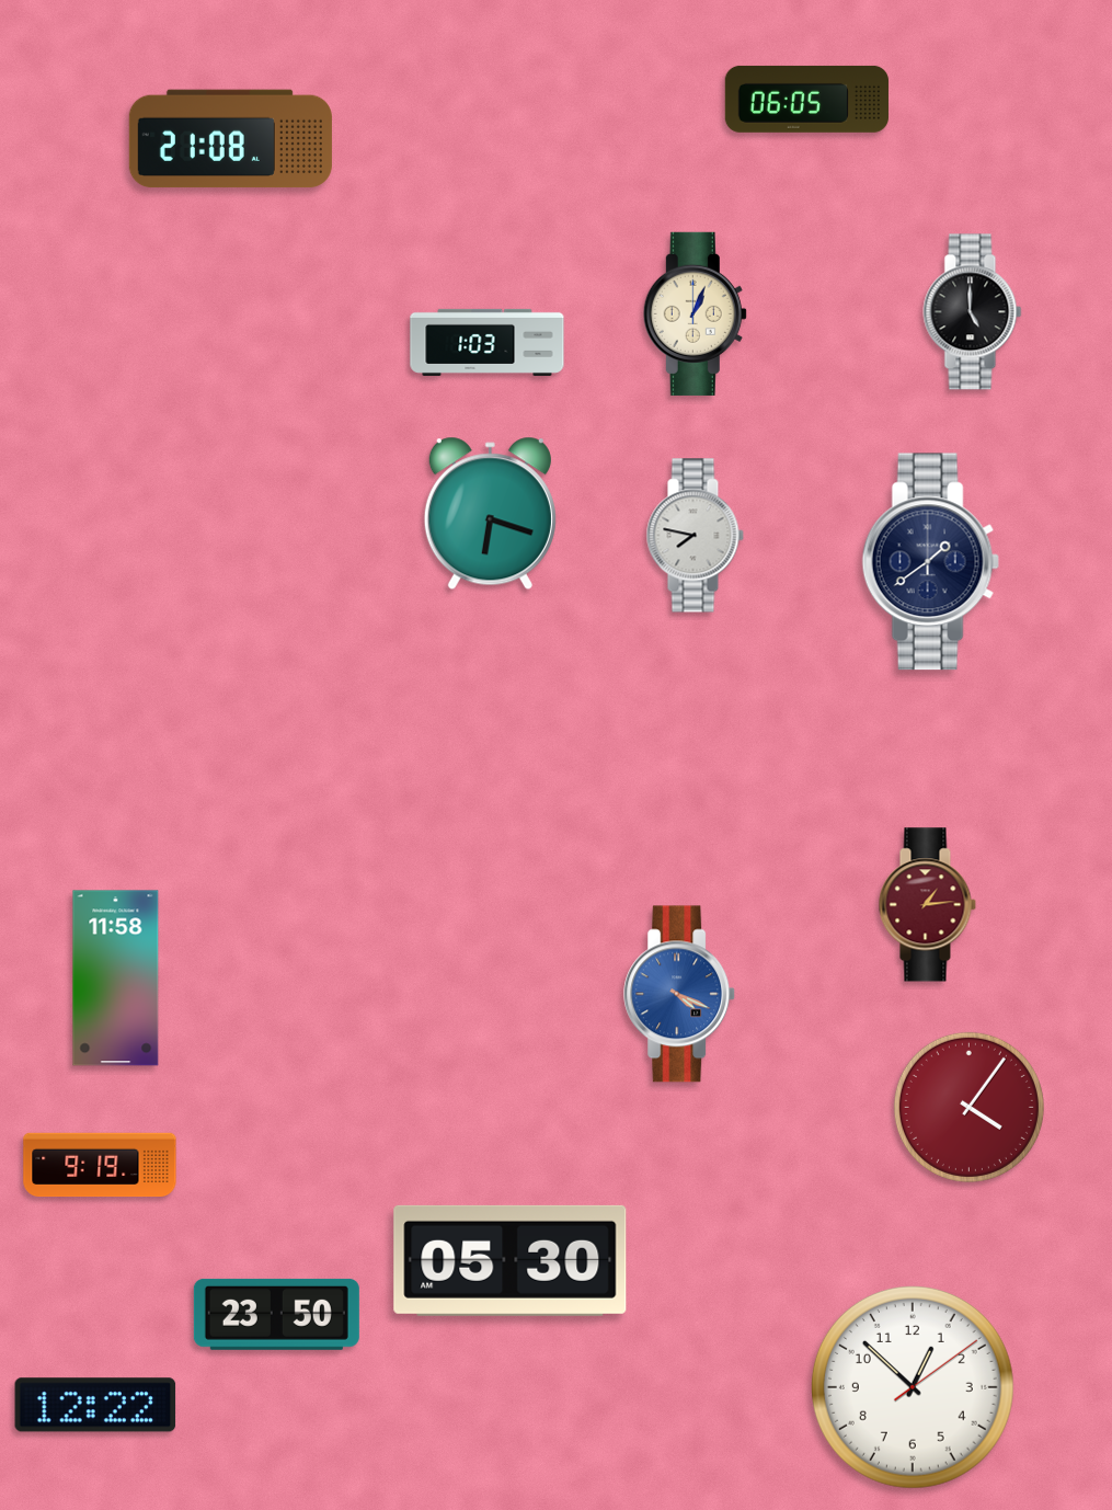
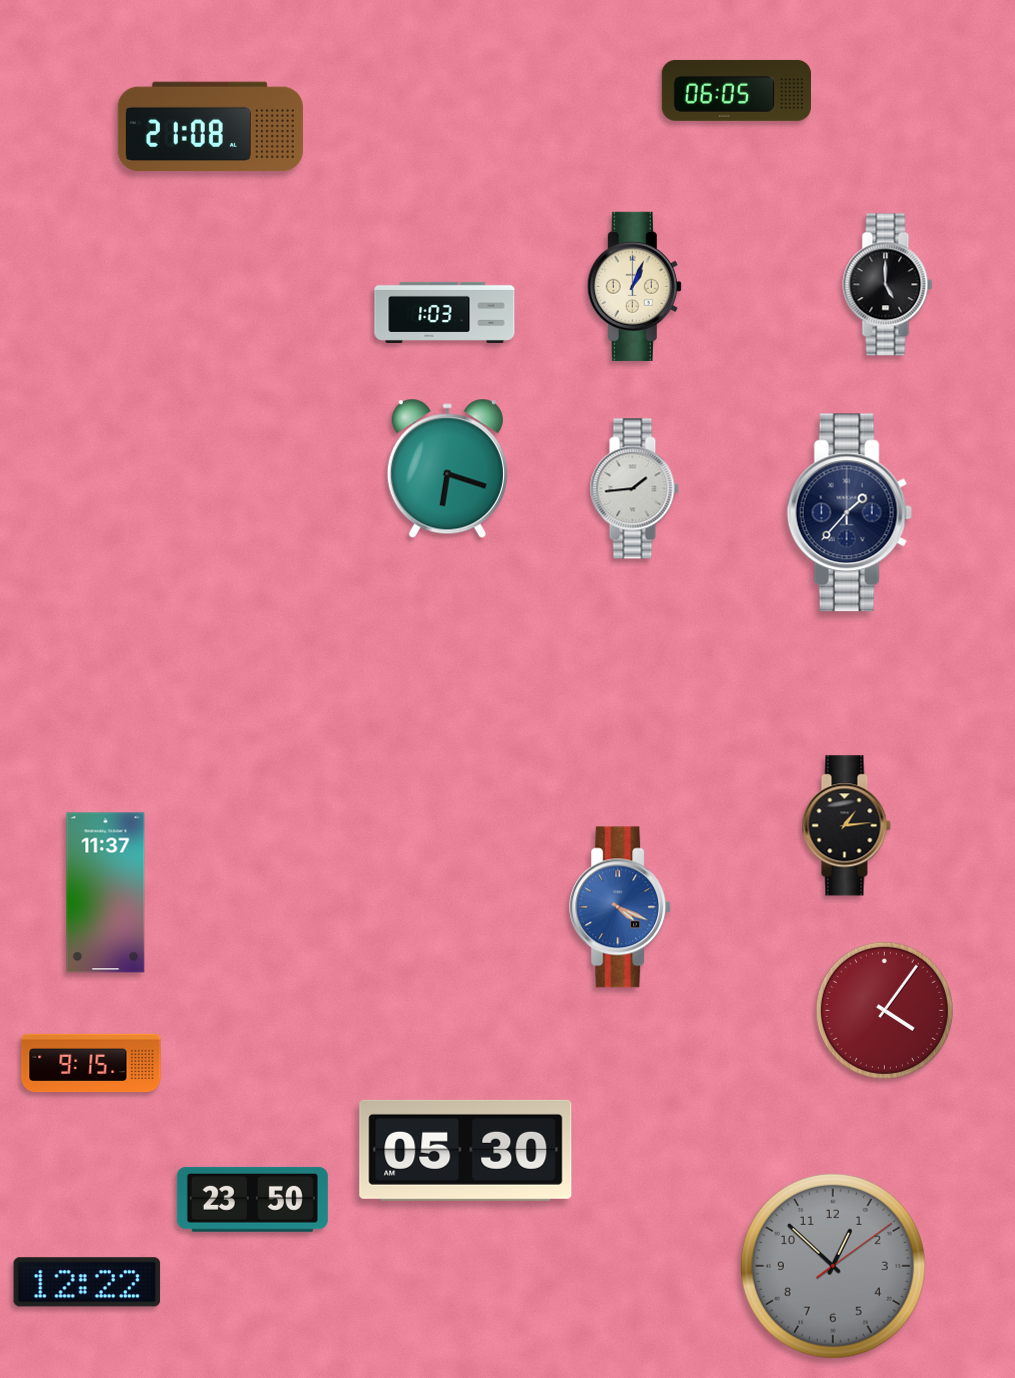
clock at (695, 536): 7:47 -> 1:44
clock at (930, 562): 1:39 -> 1:37
clock at (927, 905) dial: burgundy -> black
clock at (116, 979): 11:58 -> 11:37
clock at (100, 1165): 9:19 -> 9:15
clock at (913, 1387) dial: white -> grey
